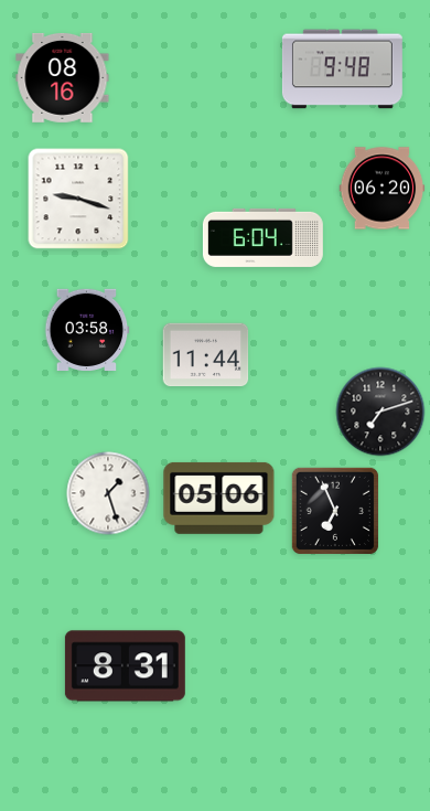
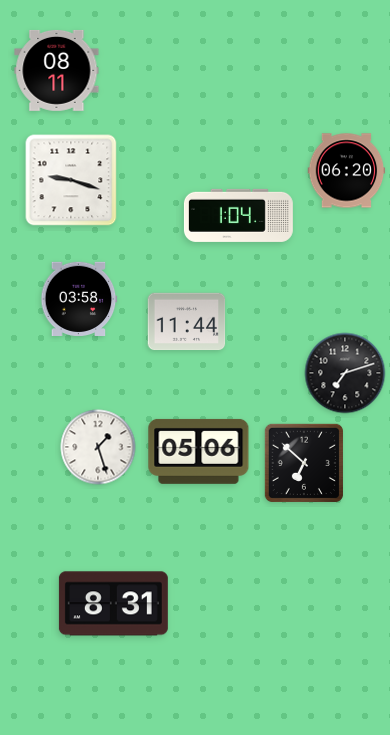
clock at (342, 70): 9:48 -> none
clock at (63, 77): 08:16 -> 08:11
clock at (262, 237): 6:04 -> 1:04
clock at (334, 510): 6:56 -> 6:52
